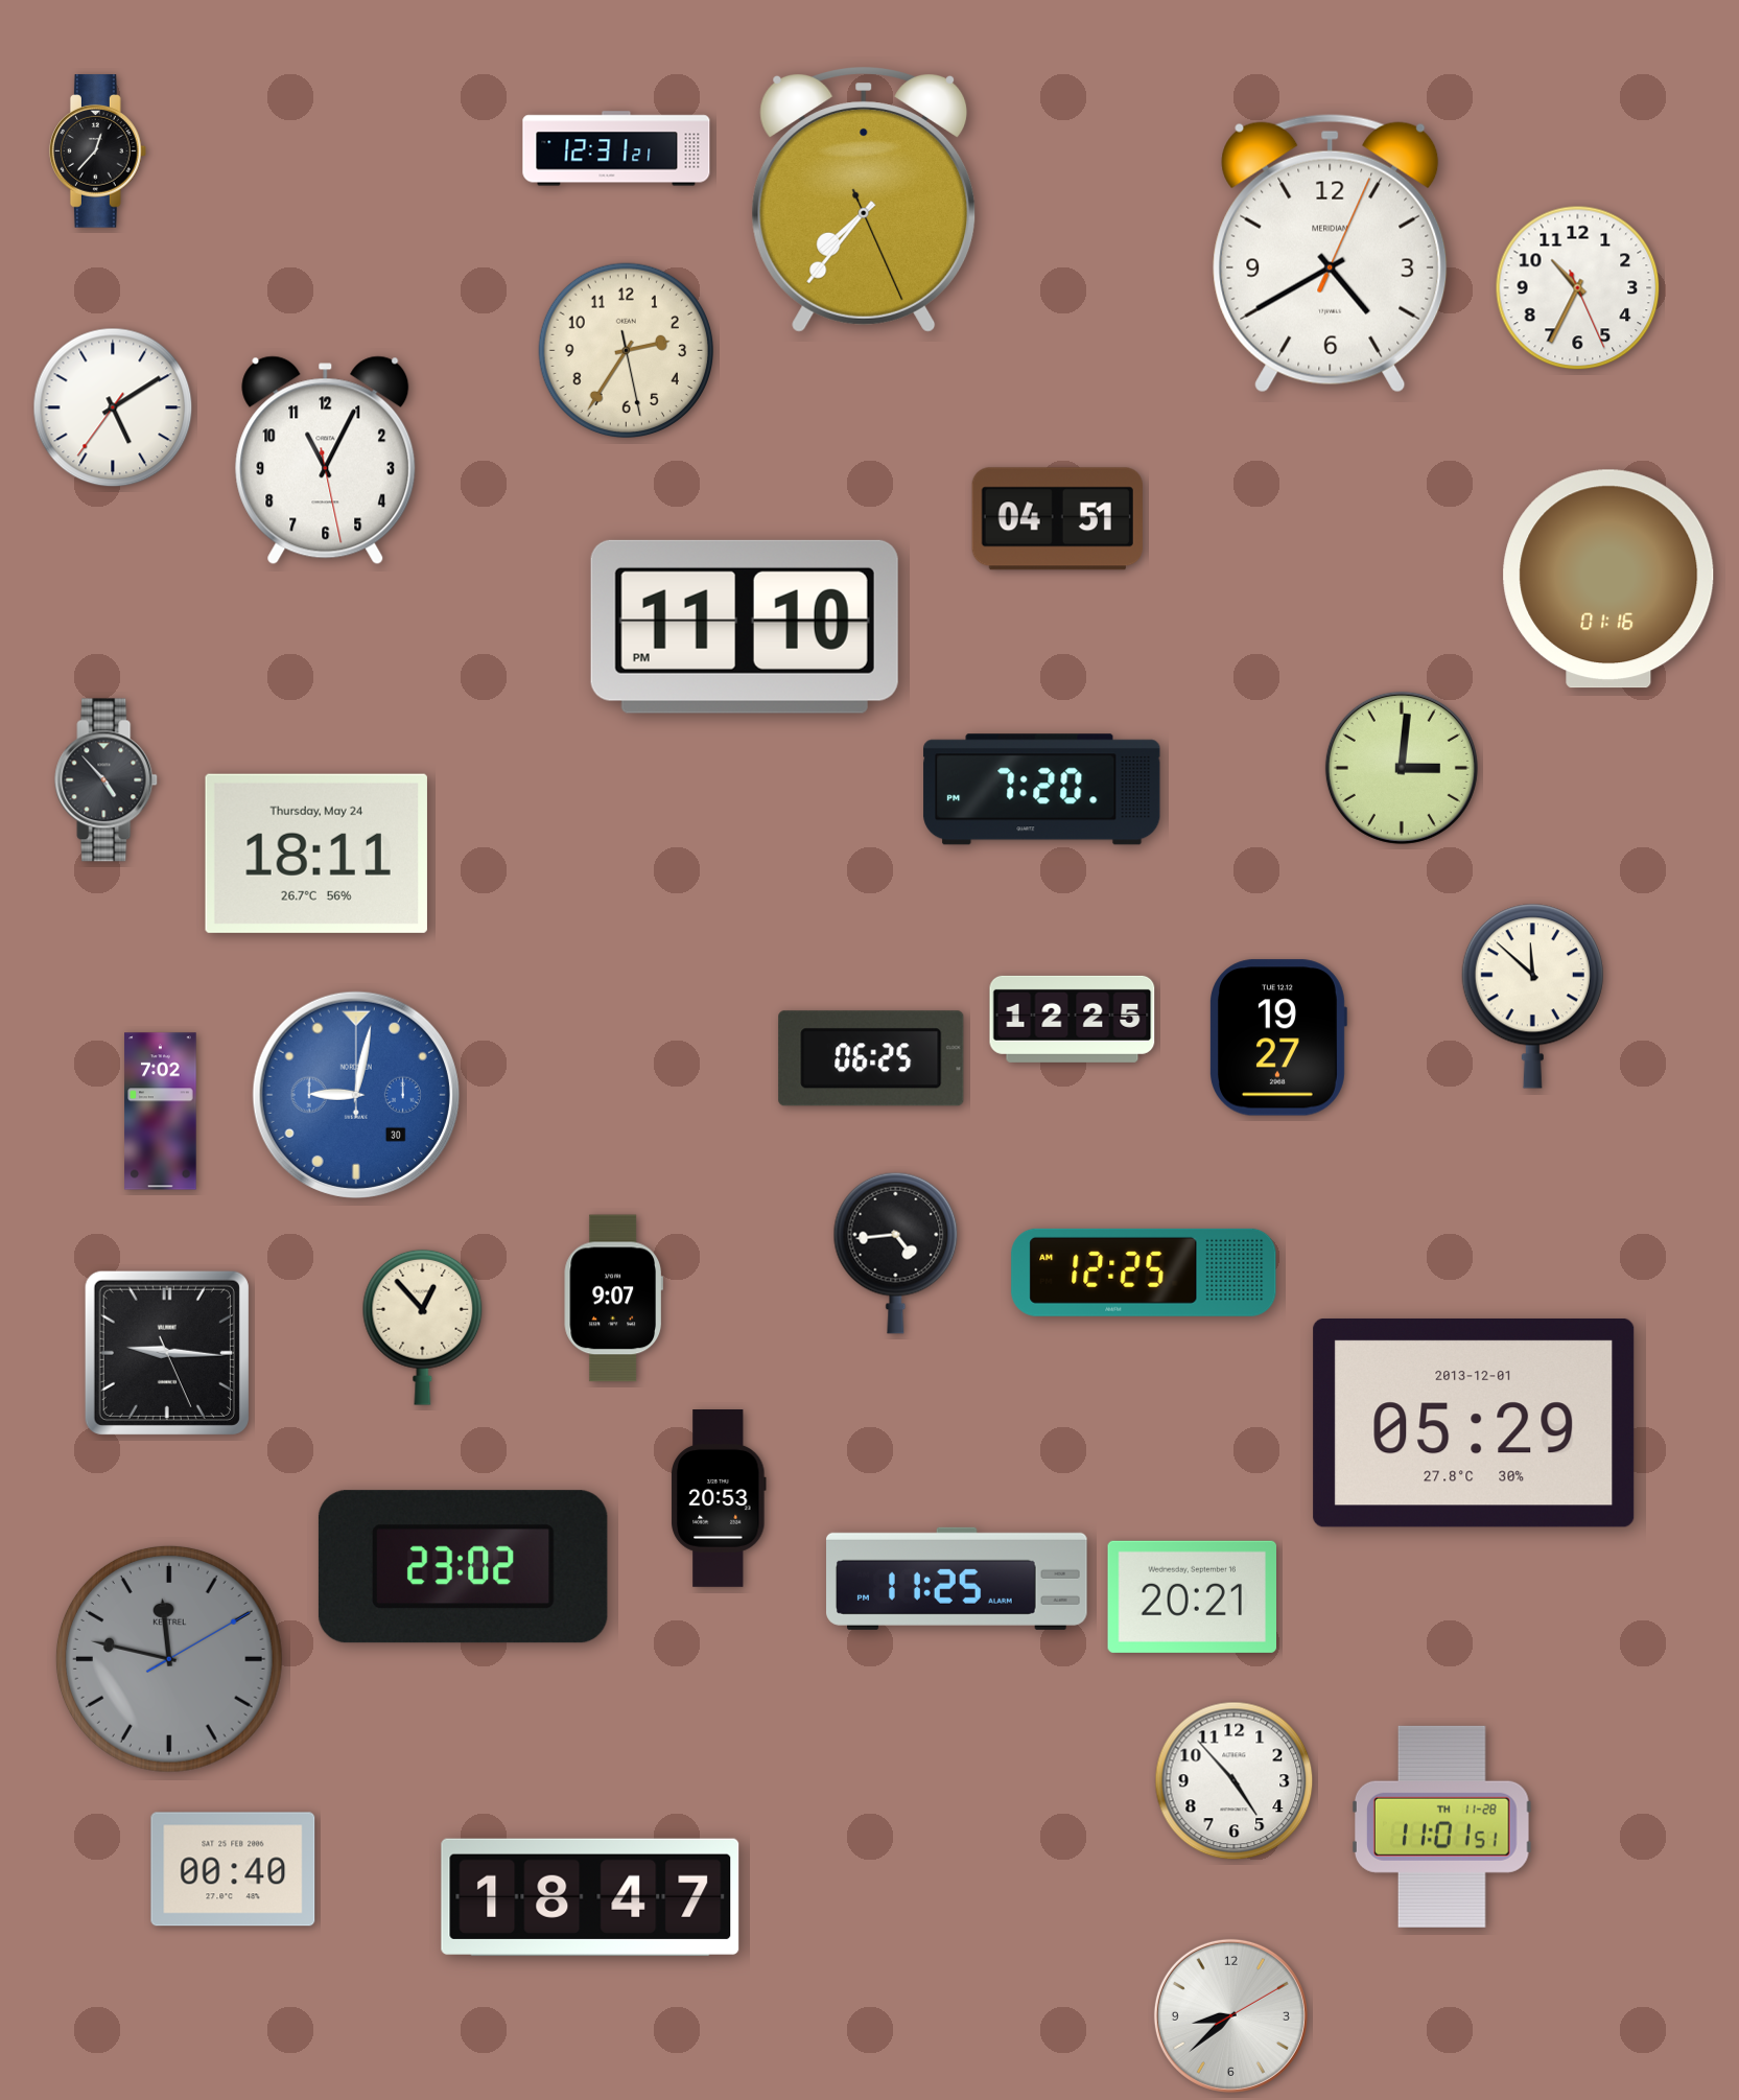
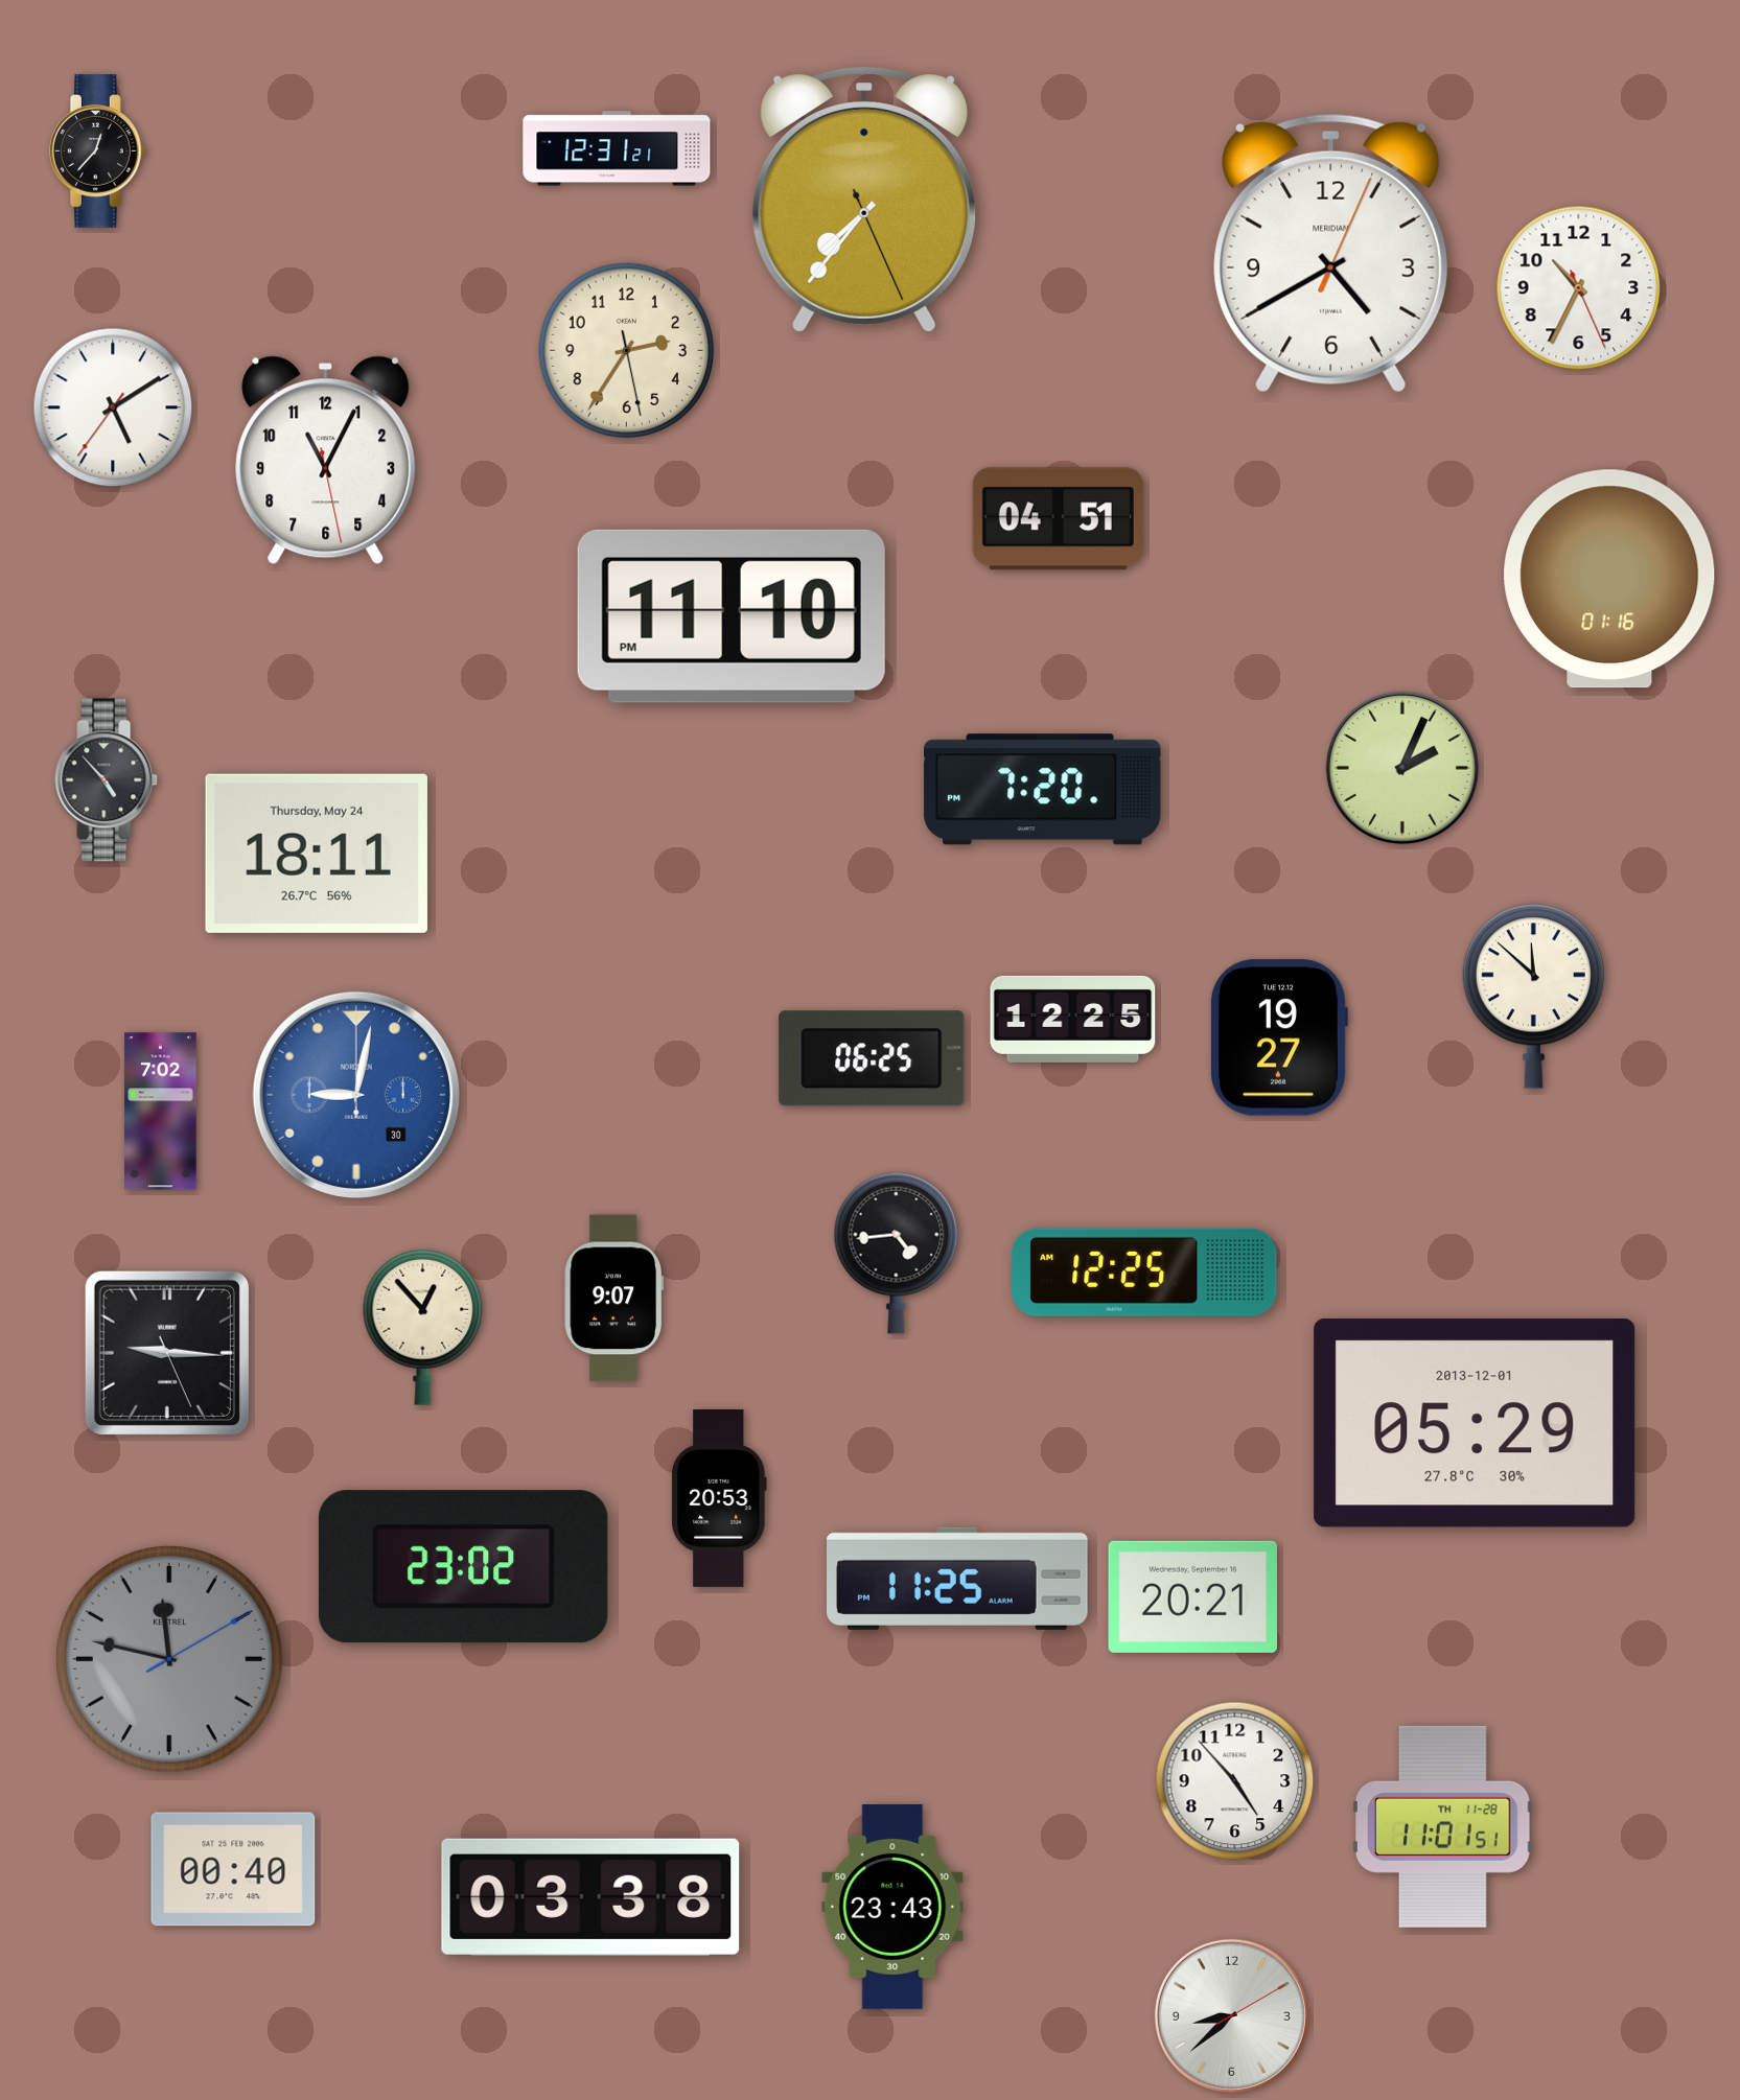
clock at (745, 627) position: (745, 627) -> (732, 616)
clock at (1402, 768): 3:01 -> 2:04
clock at (590, 1897): 18:47 -> 03:38
clock at (892, 1907): none -> 23:43
